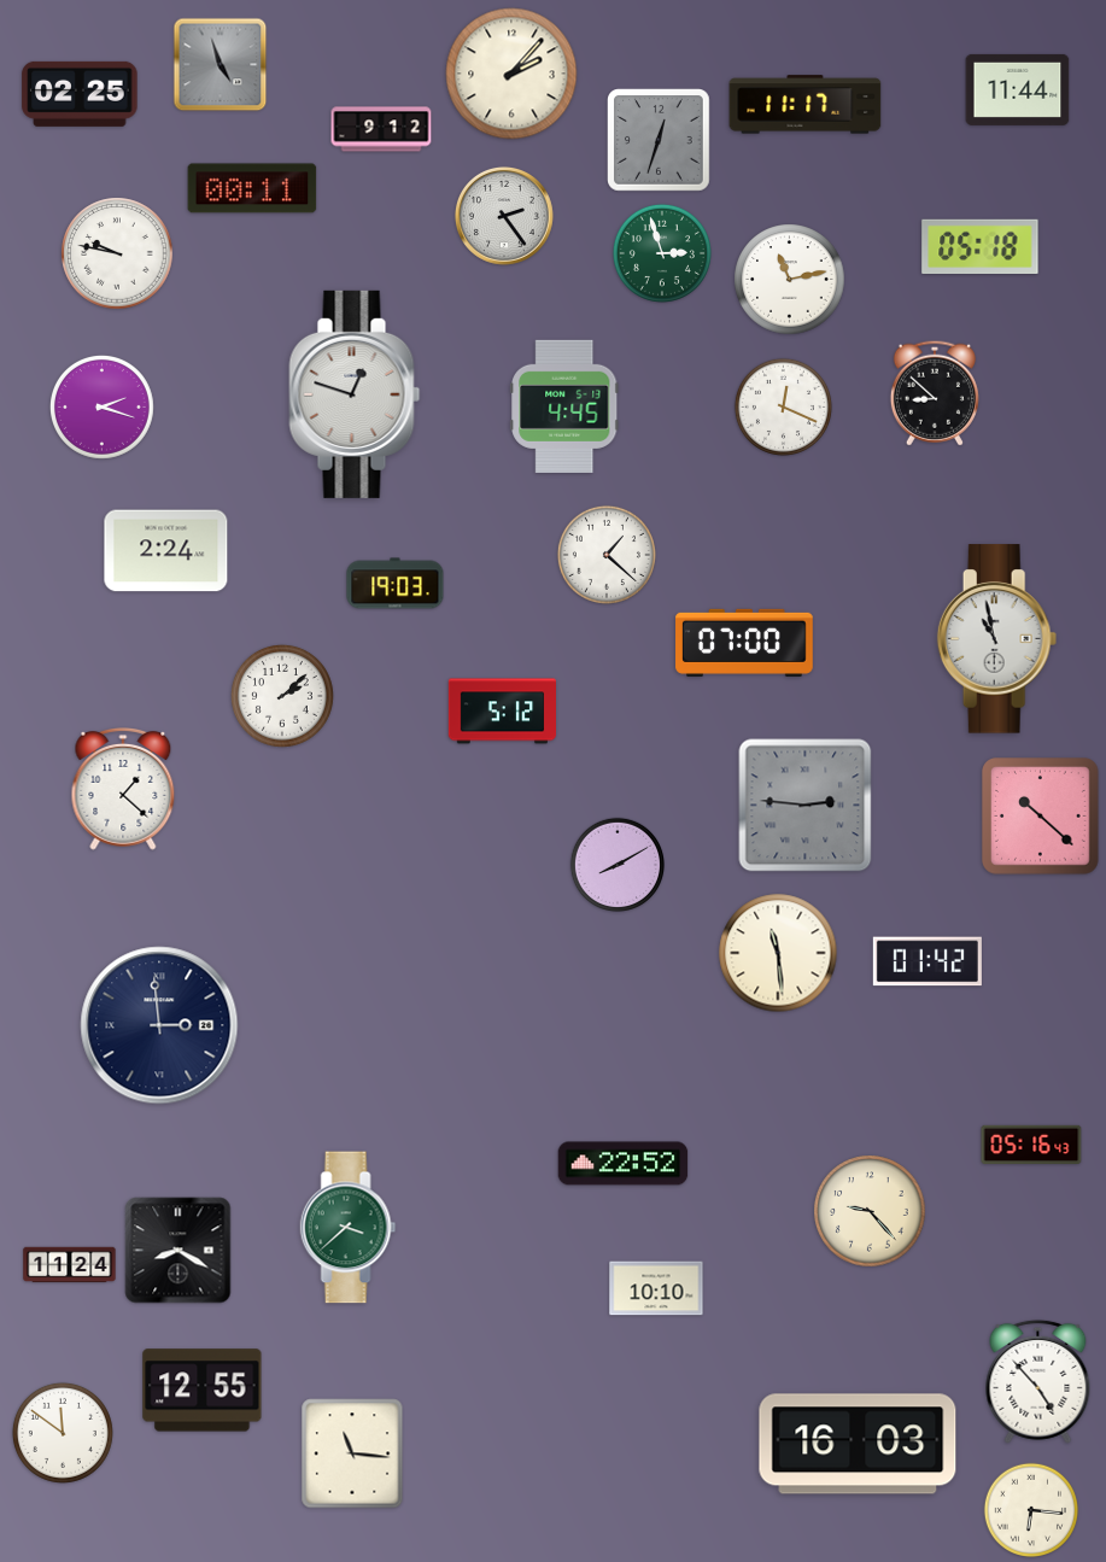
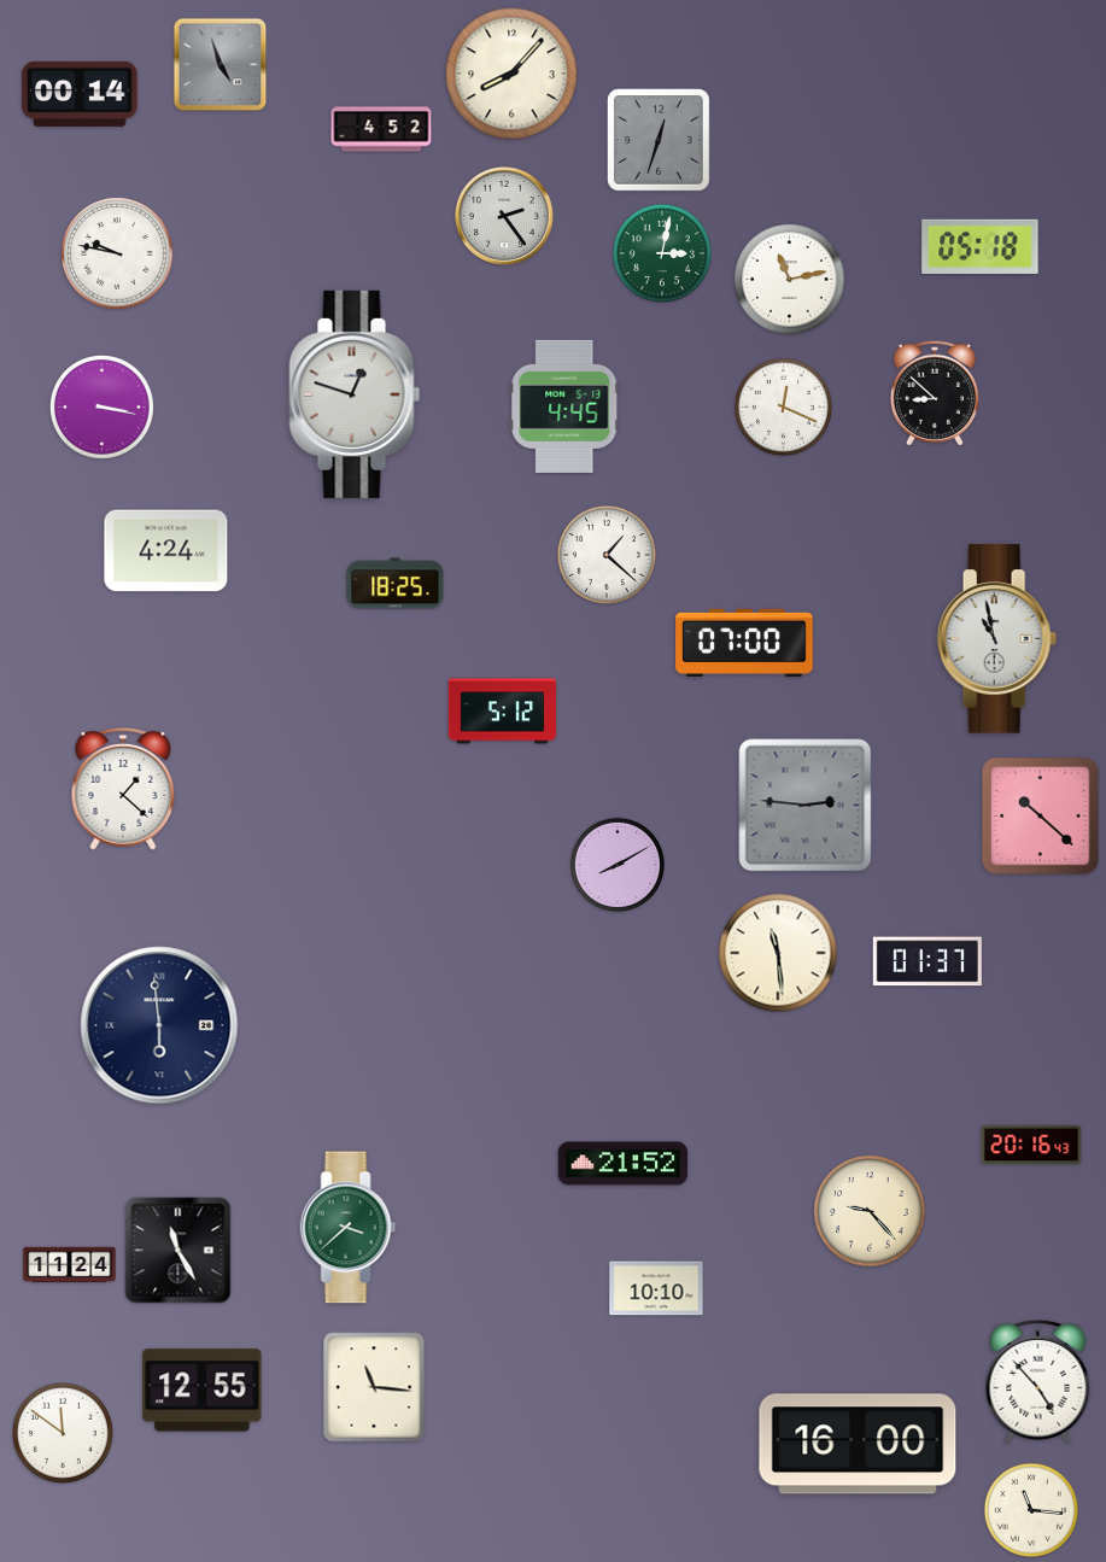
clock at (511, 74): 2:07 -> 8:07
clock at (1018, 89): 11:44 -> none
clock at (80, 94): 02:25 -> 00:14
clock at (806, 105): 11:17 -> none
clock at (381, 129): 9:12 -> 4:52
clock at (252, 188): 00:11 -> none
clock at (662, 253): 2:57 -> 3:02
clock at (101, 406): 2:18 -> 3:17
clock at (166, 551): 2:24 -> 4:24
clock at (396, 584): 19:03 -> 18:25
clock at (282, 696): 2:08 -> none
clock at (927, 961): 01:42 -> 01:37
clock at (159, 1025): 2:59 -> 5:59
clock at (1031, 1143): 05:16 -> 20:16
clock at (624, 1164): 22:52 -> 21:52
clock at (179, 1251): 8:20 -> 11:25
clock at (858, 1444): 16:03 -> 16:00
clock at (352, 1453) position: (352, 1453) -> (374, 1387)
clock at (1030, 1509): 6:16 -> 11:16
